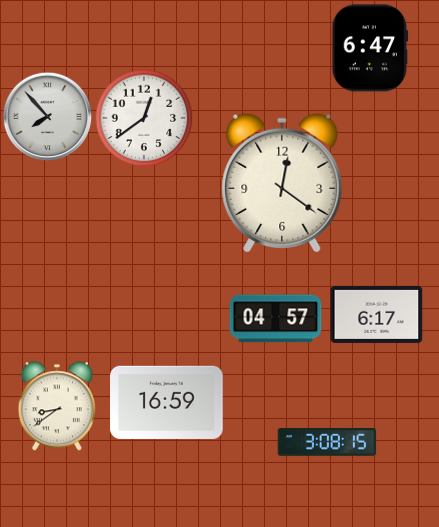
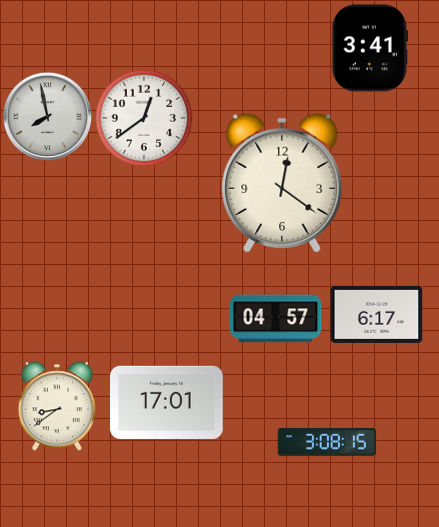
clock at (370, 48): 6:47 -> 3:41
clock at (47, 116): 7:53 -> 7:58
clock at (167, 402): 16:59 -> 17:01
